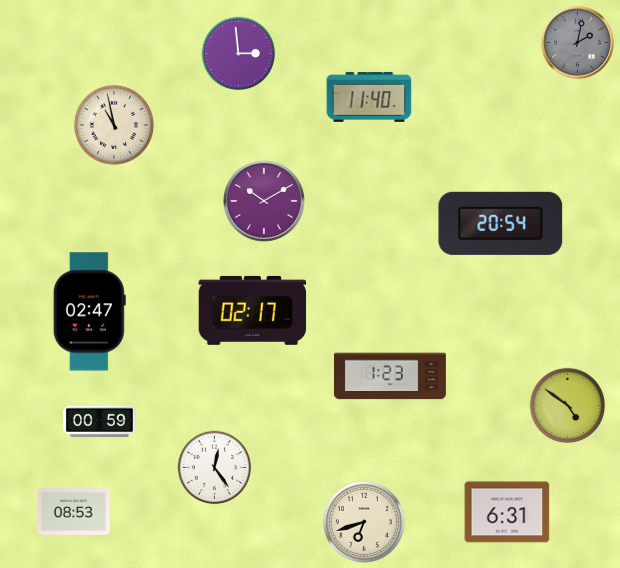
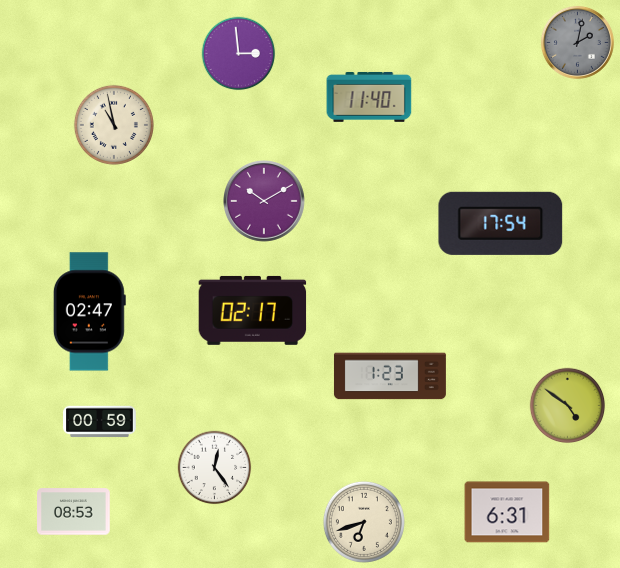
clock at (501, 223): 20:54 -> 17:54
